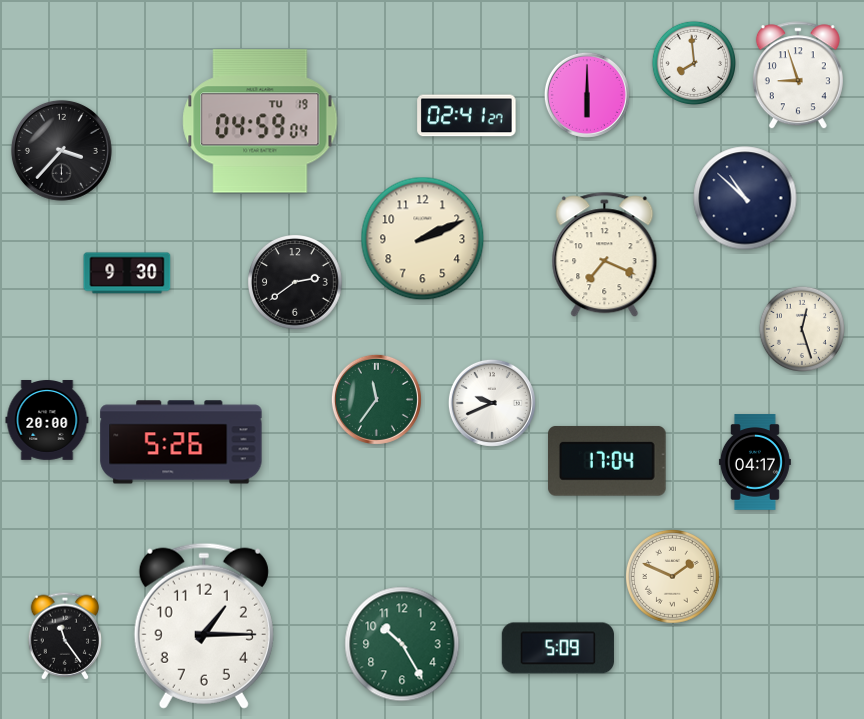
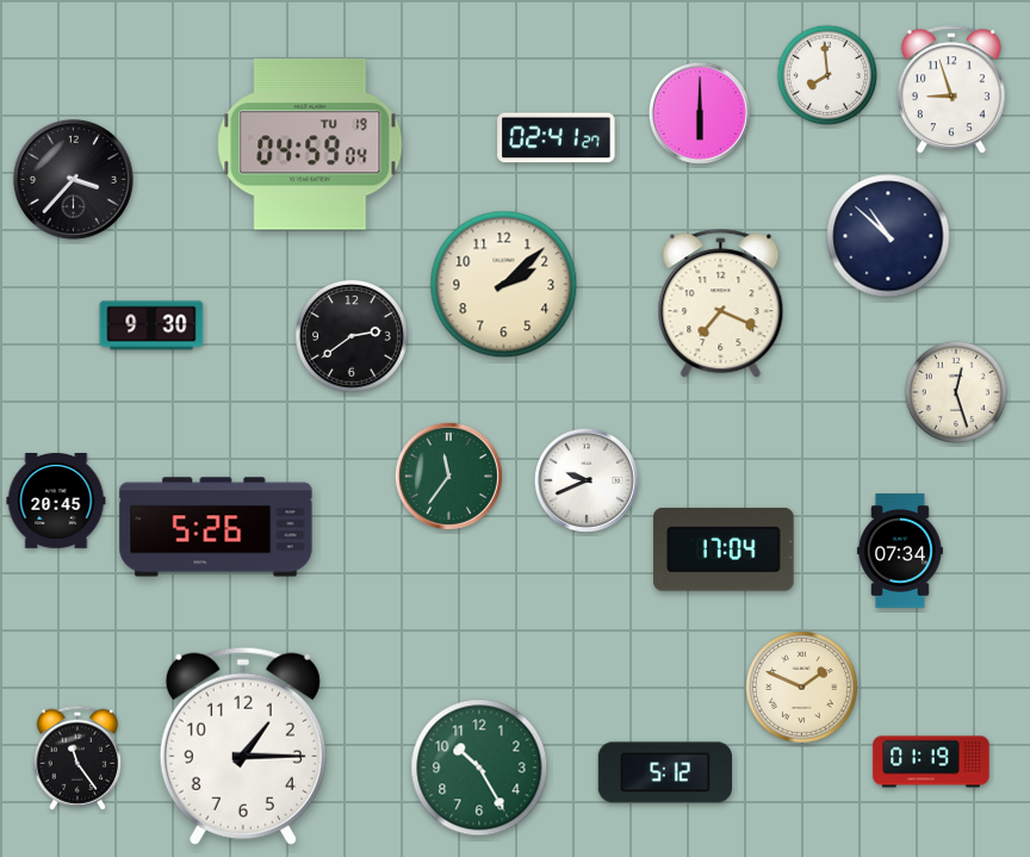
clock at (423, 239): 2:11 -> 2:08
clock at (47, 421): 20:00 -> 20:45
clock at (755, 462): 04:17 -> 07:34
clock at (931, 762): none -> 01:19
clock at (558, 648): 5:09 -> 5:12
